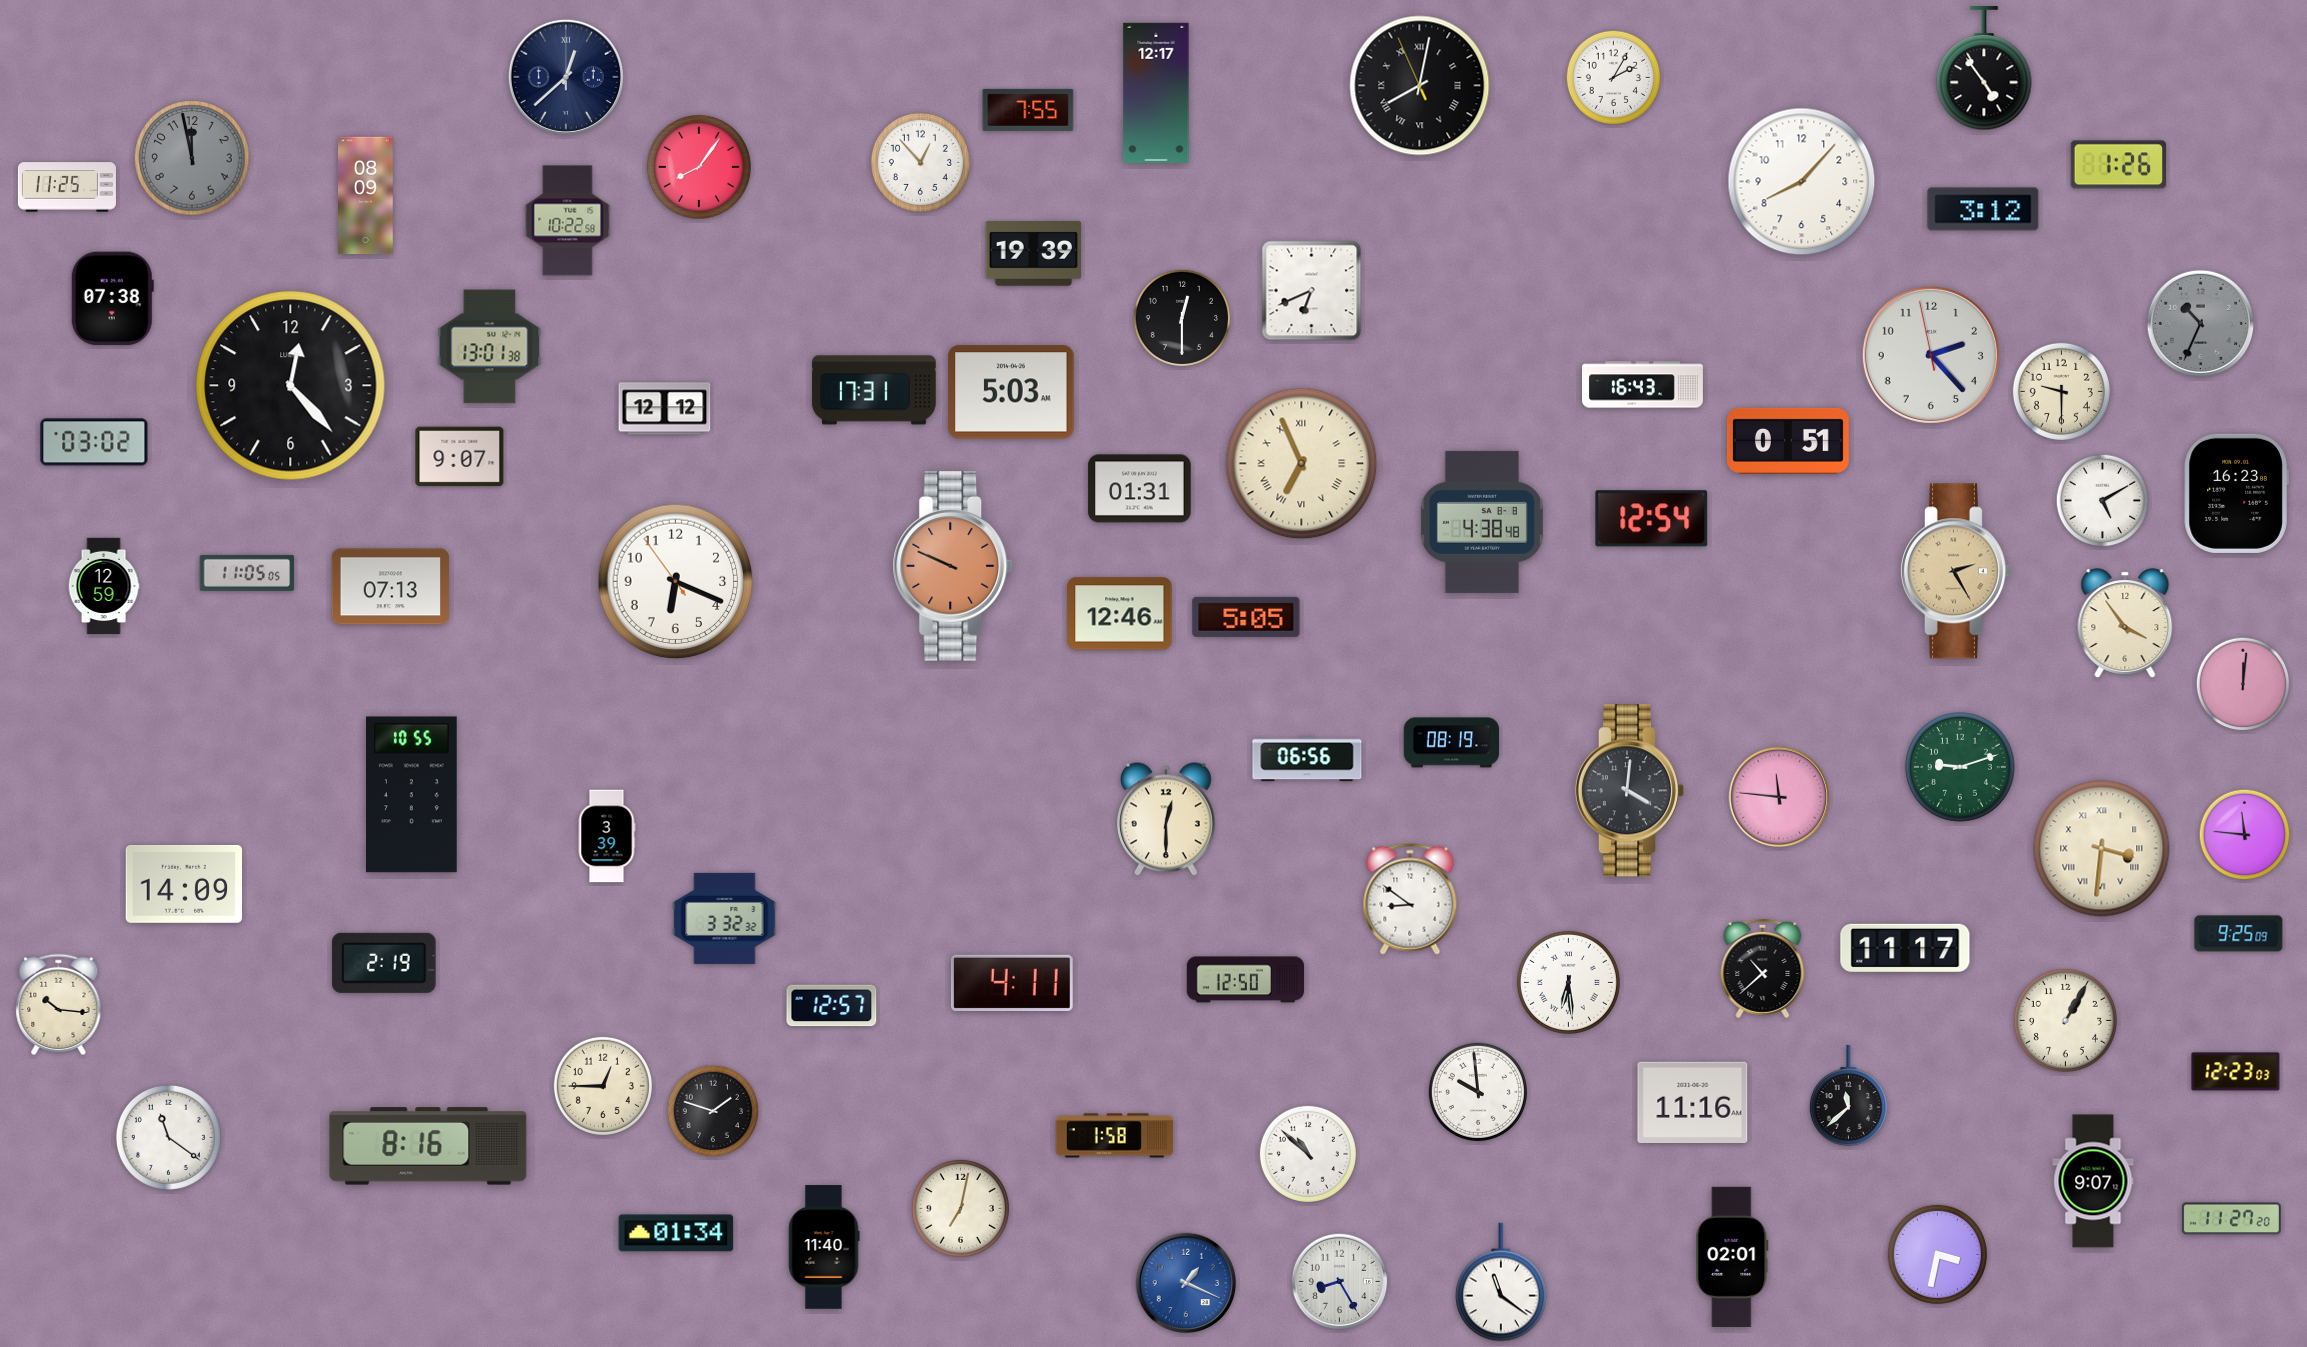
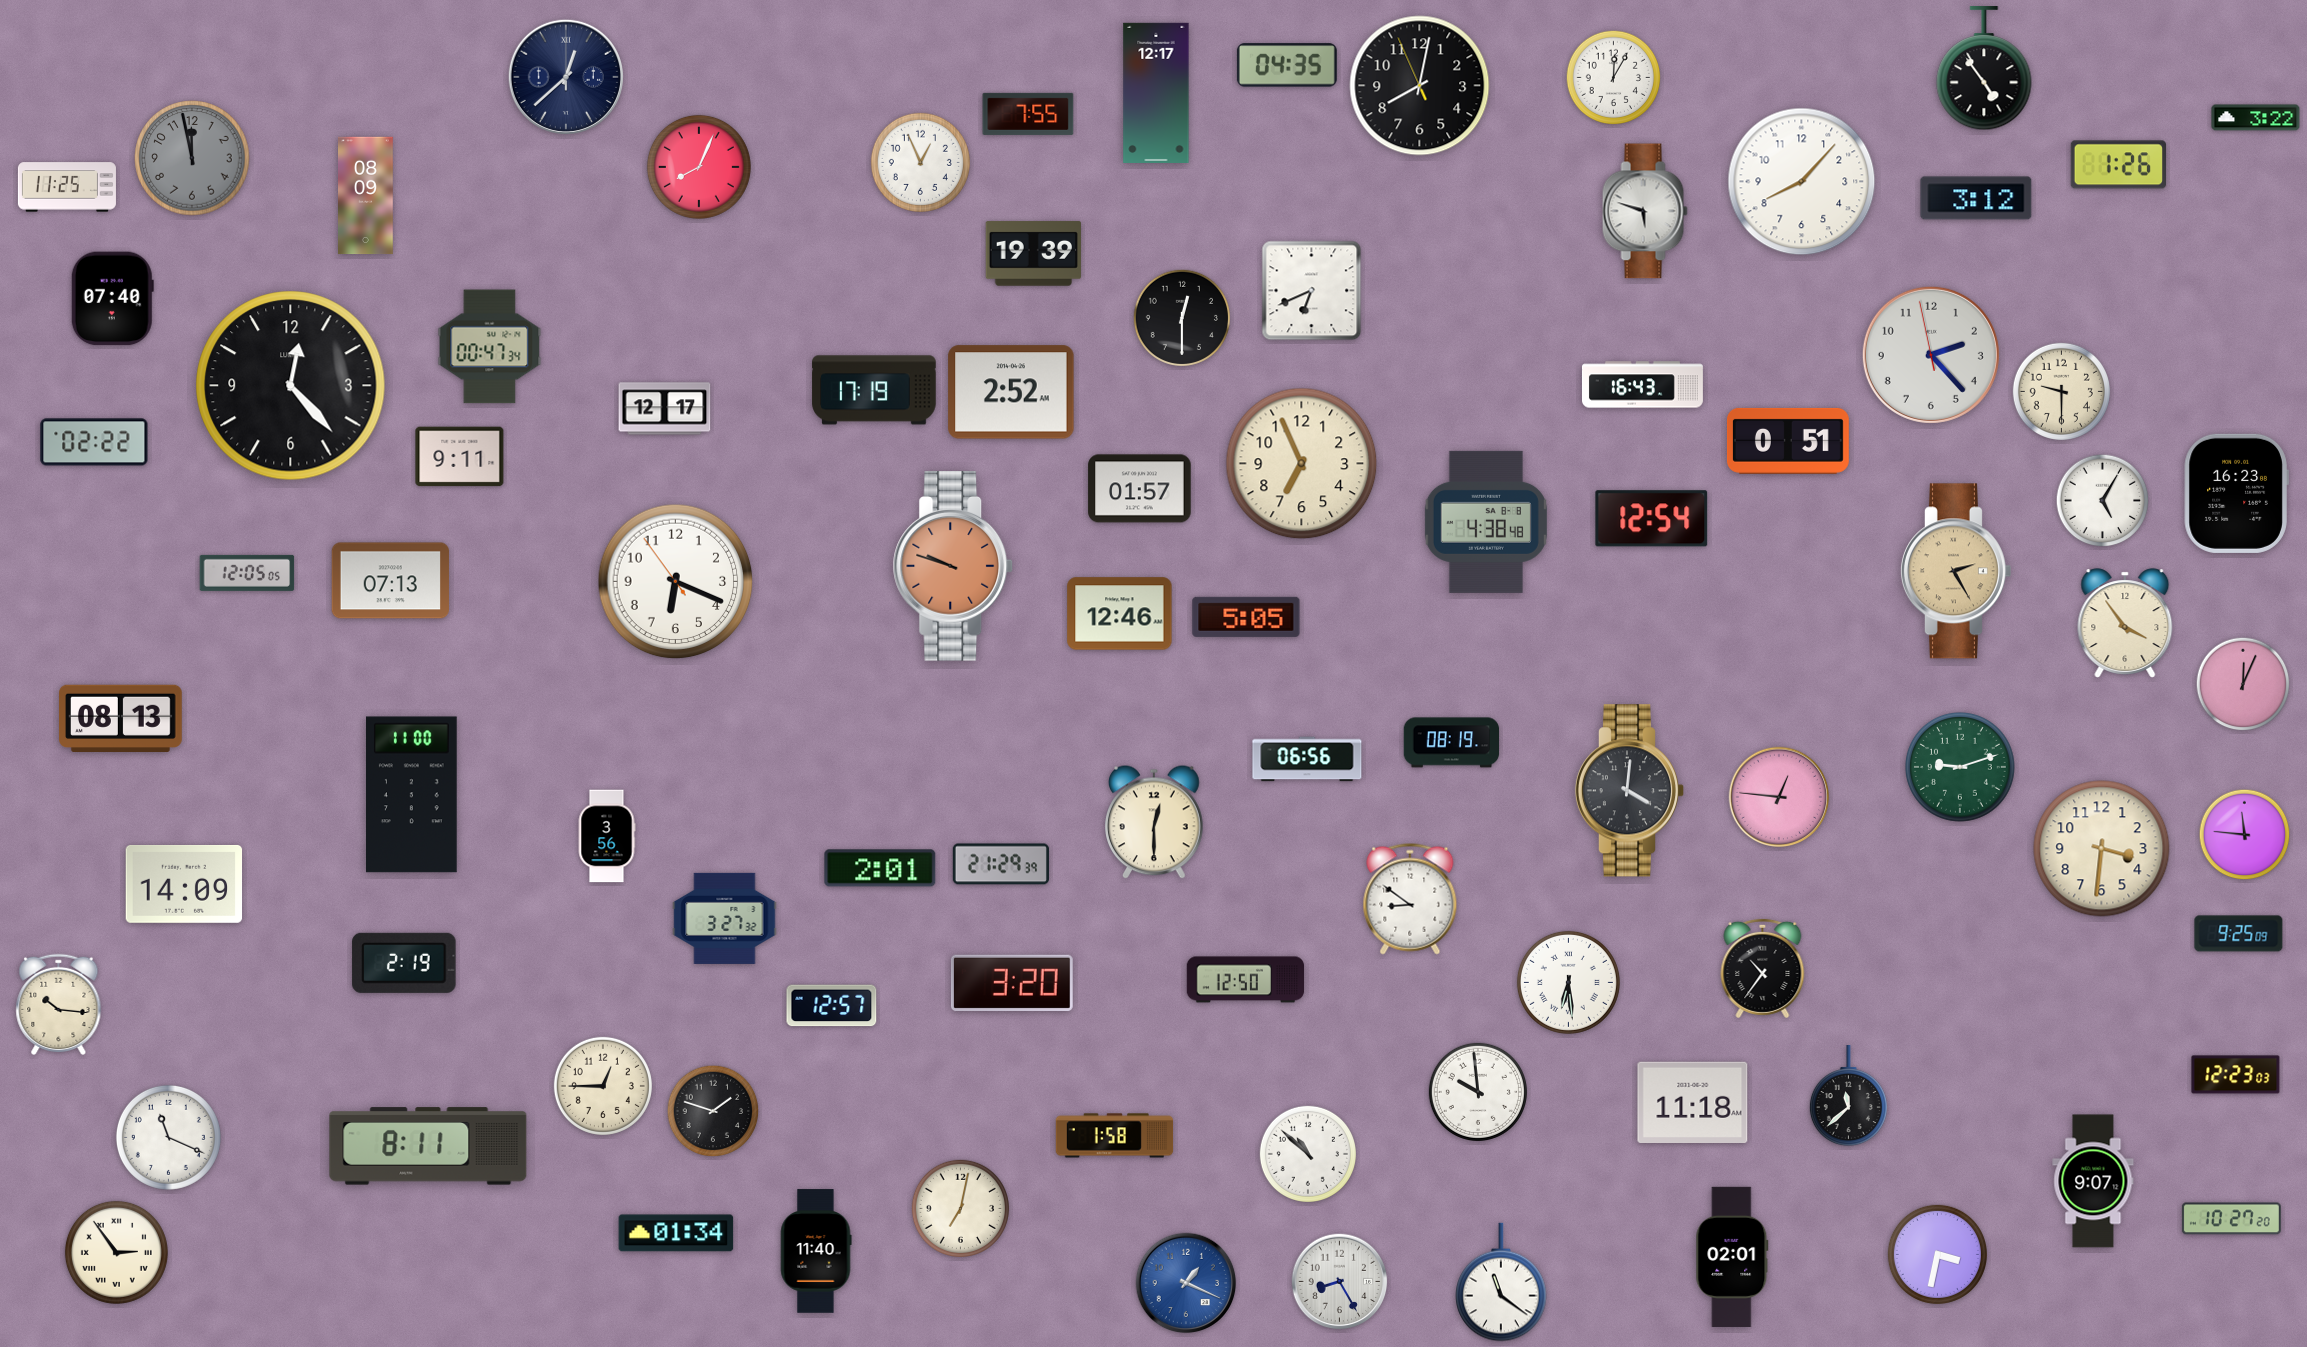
clock at (1287, 65): none -> 04:35
clock at (1614, 78): 2:05 -> 12:05
clock at (1420, 86) numerals: Roman -> Arabic
clock at (1028, 110) position: (1028, 110) -> (1028, 114)
clock at (2256, 118): none -> 3:22
clock at (920, 162): 12:53 -> 12:56
clock at (699, 167): 8:06 -> 8:04
clock at (1983, 209) position: (1983, 209) -> (1976, 198)
clock at (1645, 211): none -> 5:48
clock at (568, 221): 10:22 -> none
clock at (112, 299): 07:38 -> 07:40
clock at (2201, 324): 10:34 -> none
clock at (490, 347): 13:01 -> 00:47
clock at (874, 390): 17:31 -> 17:19
clock at (1011, 392): 5:03 -> 2:52
clock at (665, 409): 12:12 -> 12:17
clock at (94, 442): 03:02 -> 02:22
clock at (460, 457): 9:07 -> 9:11
clock at (1302, 464) numerals: Roman -> Arabic
clock at (1140, 489): 01:31 -> 01:57
clock at (2103, 501): 5:10 -> 5:05
clock at (1482, 522) position: (1482, 522) -> (1486, 522)
clock at (953, 567): 9:49 -> 9:48
clock at (247, 573): 11:05 -> 12:05
clock at (104, 586): 12:59 -> none
clock at (390, 587) position: (390, 587) -> (390, 581)
clock at (2243, 684): 12:01 -> 12:04
clock at (121, 719): none -> 08:13
clock at (412, 795): 10:55 -> 11:00
clock at (1779, 797): 11:46 -> 12:46
clock at (1167, 819) position: (1167, 819) -> (1155, 822)
clock at (607, 836): 3:39 -> 3:56
clock at (2102, 849) numerals: Roman -> Arabic
clock at (1000, 864): none -> 21:29
clock at (880, 868): none -> 2:01
clock at (725, 918): 3:32 -> 3:27
clock at (1905, 948): 11:17 -> none
clock at (384, 963) position: (384, 963) -> (404, 963)
clock at (1763, 968): 10:38 -> 10:36
clock at (1012, 983): 4:11 -> 3:20
clock at (2065, 1020): 1:05 -> none
clock at (2236, 1072) position: (2236, 1072) -> (2236, 1075)
clock at (1693, 1102): 11:16 -> 11:18
clock at (168, 1137): 11:21 -> 11:19
clock at (428, 1146): 8:16 -> 8:11
clock at (2231, 1219): 11:27 -> 10:27
clock at (824, 1247) position: (824, 1247) -> (816, 1251)
clock at (116, 1252): none -> 2:54
